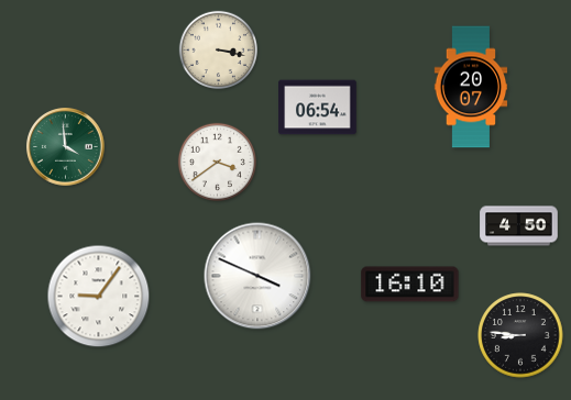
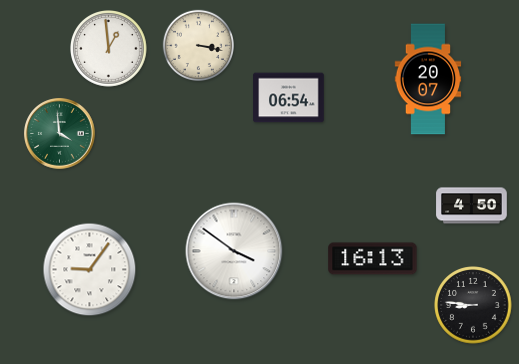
clock at (109, 49): none -> 12:59
clock at (217, 162): 3:39 -> none
clock at (257, 276): 3:49 -> 3:51
clock at (410, 285): 16:10 -> 16:13
